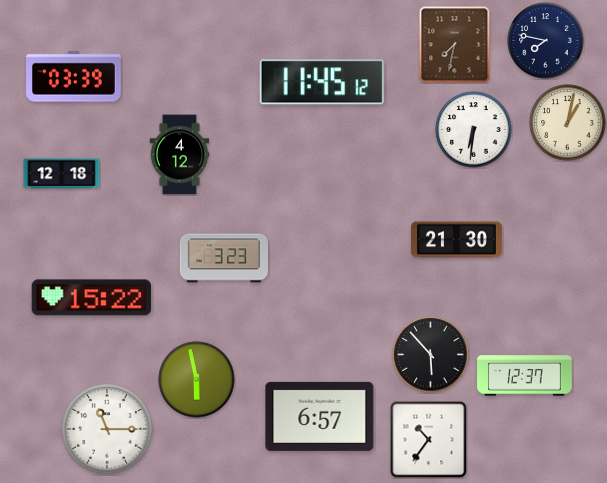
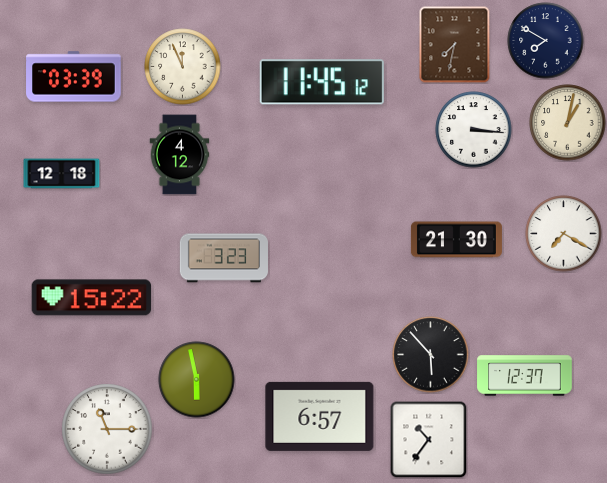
clock at (546, 41): 7:47 -> 7:50
clock at (183, 67): none -> 11:56
clock at (474, 130): 6:31 -> 3:16
clock at (564, 234): none -> 7:20
